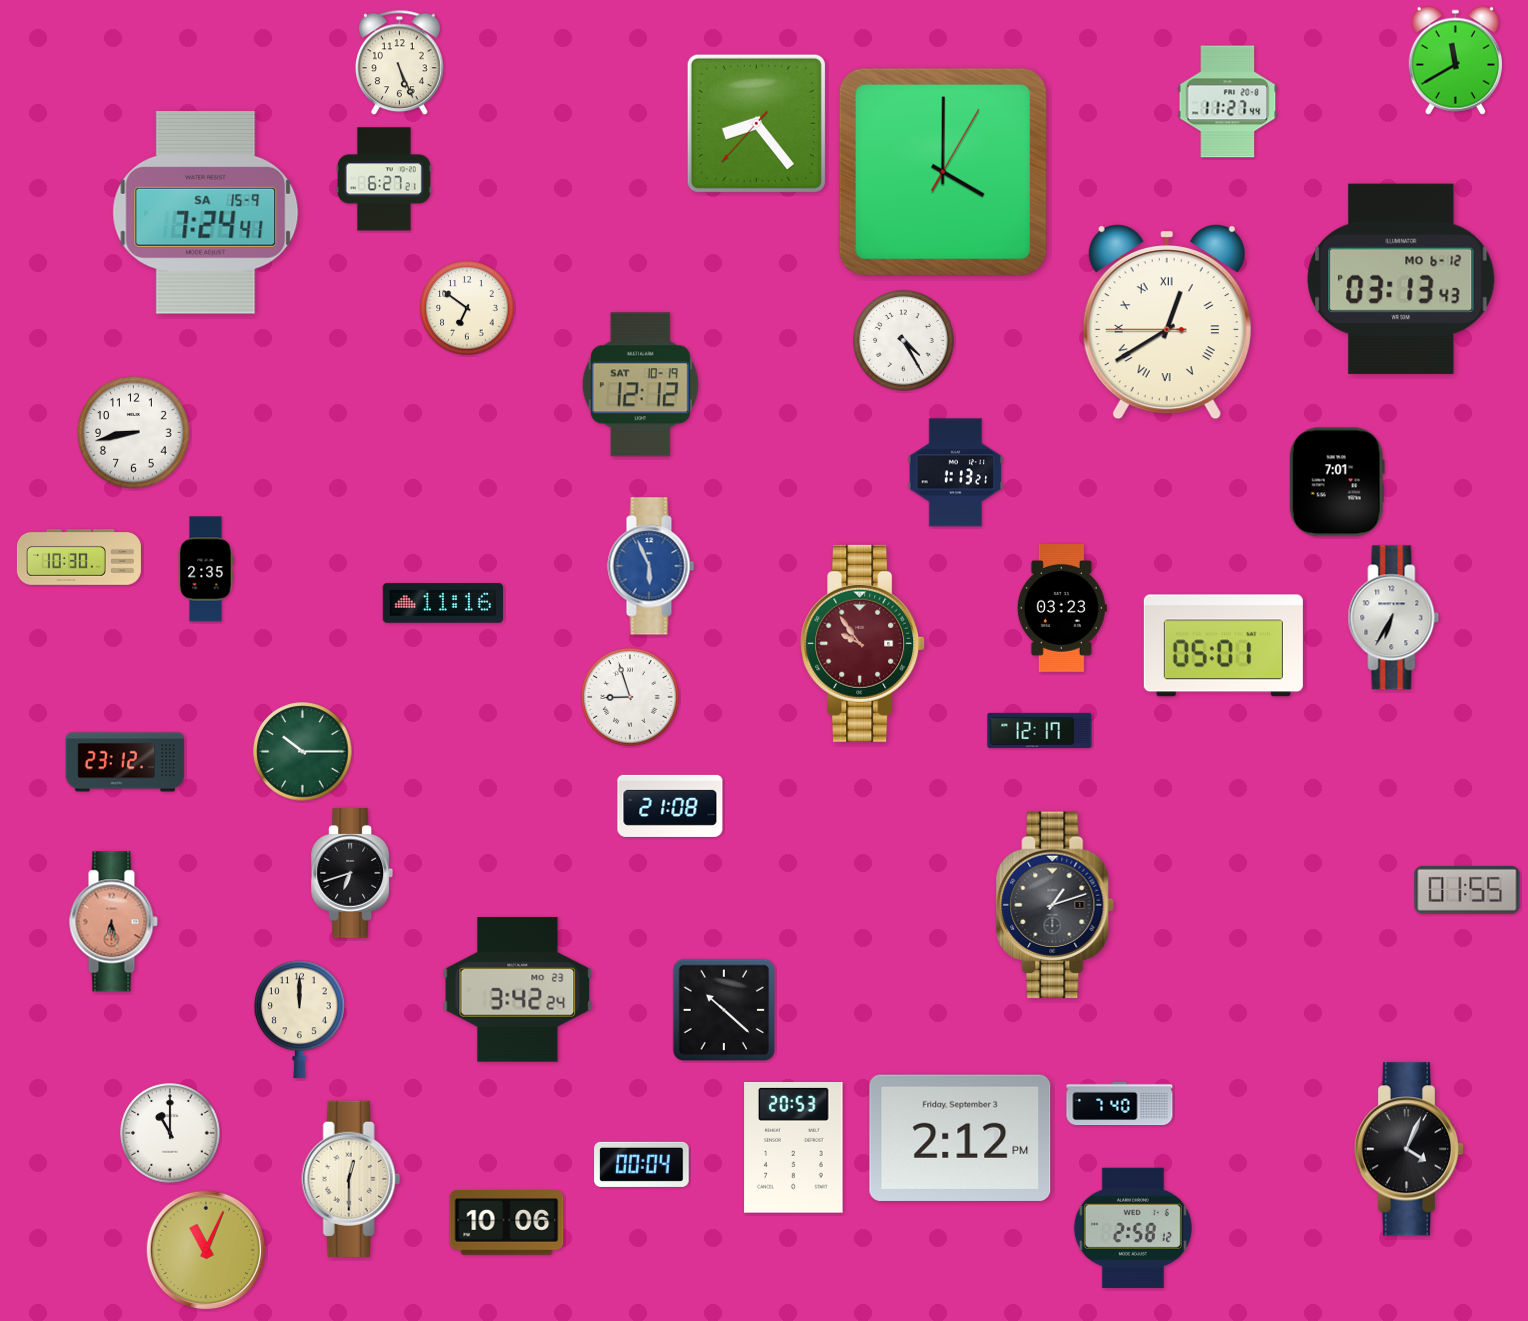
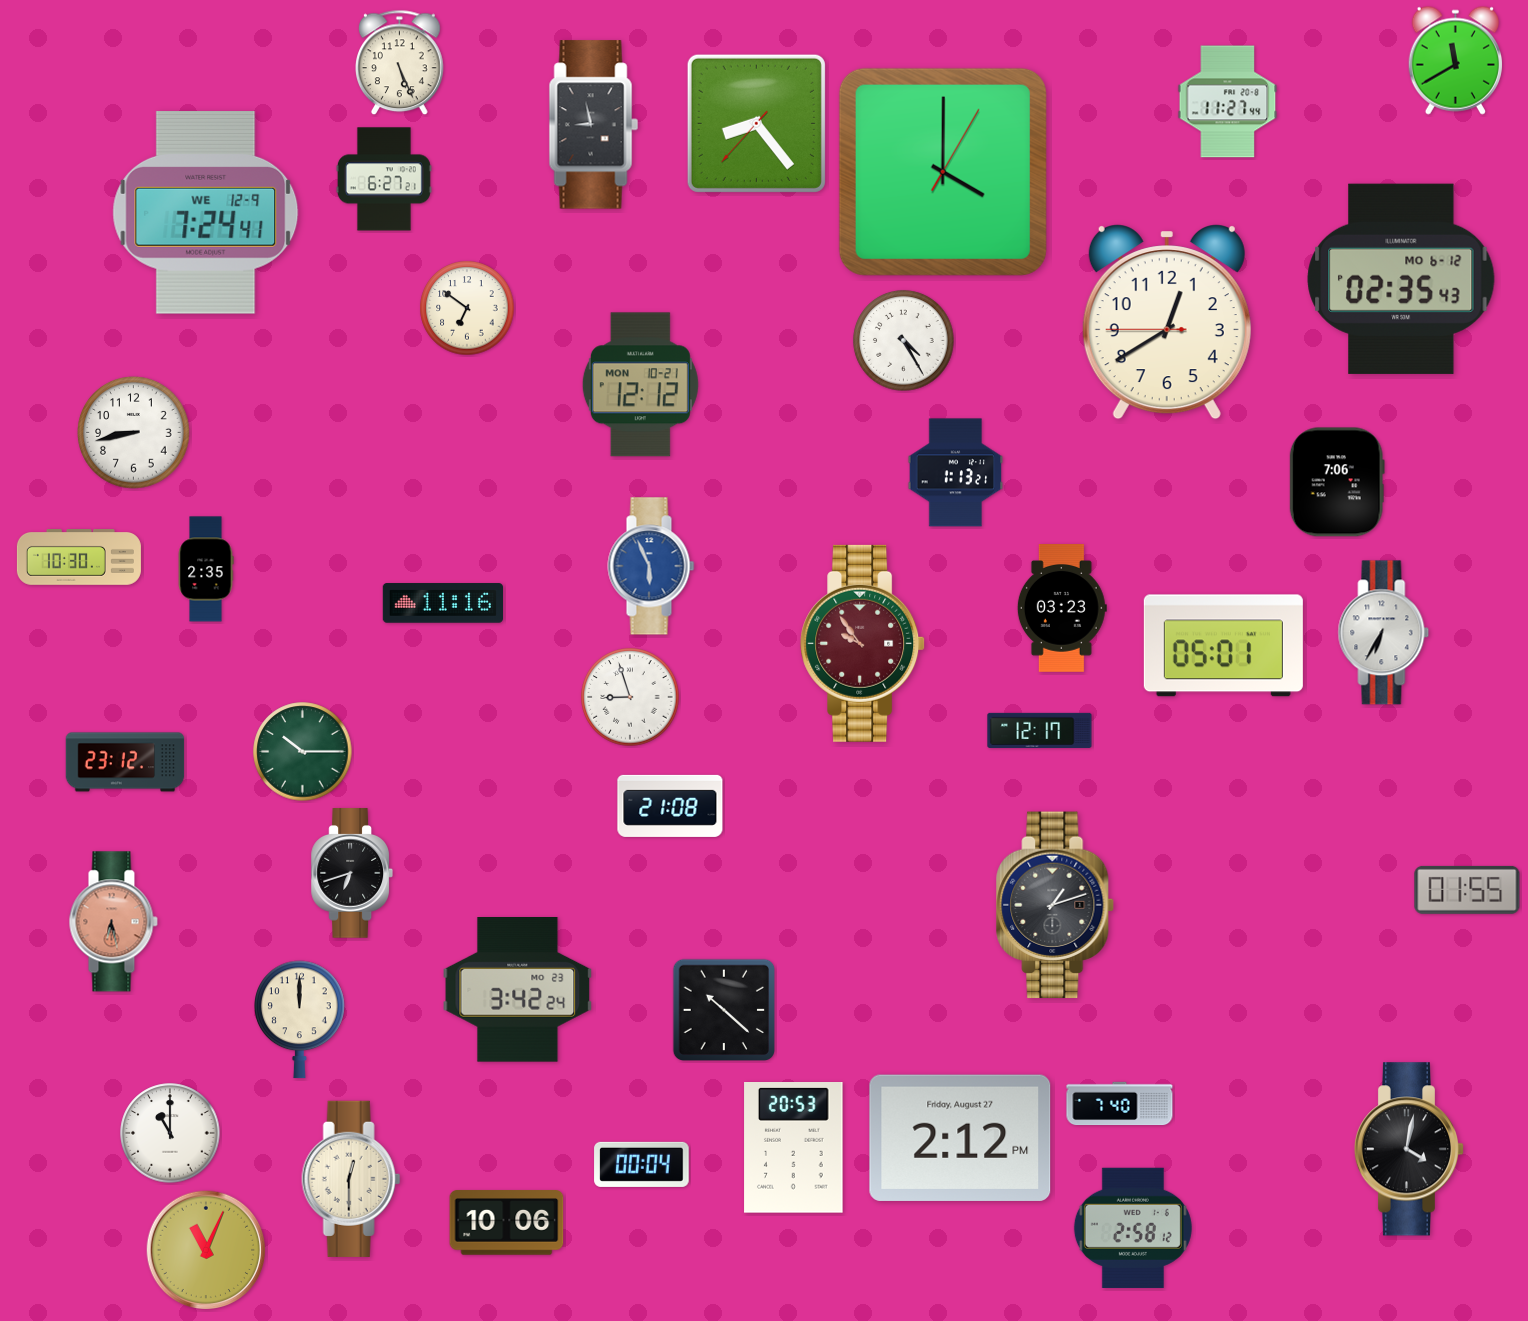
clock at (593, 125): none -> 8:58
clock at (206, 212) date: SA 15-9 -> WE 12-9
clock at (1401, 279): 03:13 -> 02:35
clock at (1167, 322) numerals: Roman -> Arabic
clock at (640, 385) date: SAT 10-19 -> MON 10-21
clock at (1337, 482): 7:01 -> 7:06
clock at (1394, 618) position: (1394, 618) -> (1384, 633)
clock at (960, 1138) date: Friday, September 3 -> Friday, August 27
clock at (1409, 1149): 4:04 -> 4:02
